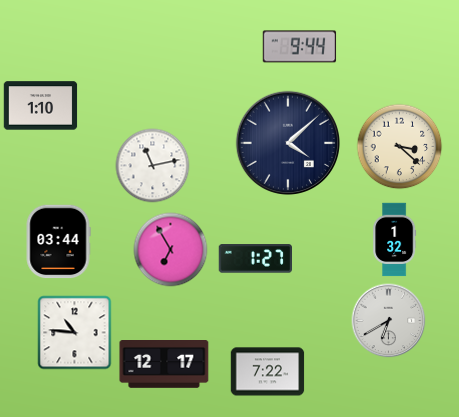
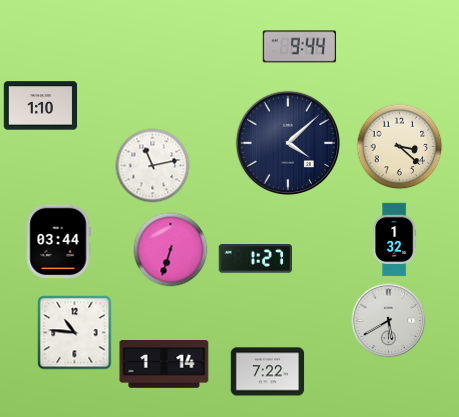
clock at (171, 250): 6:55 -> 6:33
clock at (389, 321): 6:40 -> 5:40
clock at (164, 365): 12:17 -> 1:14
